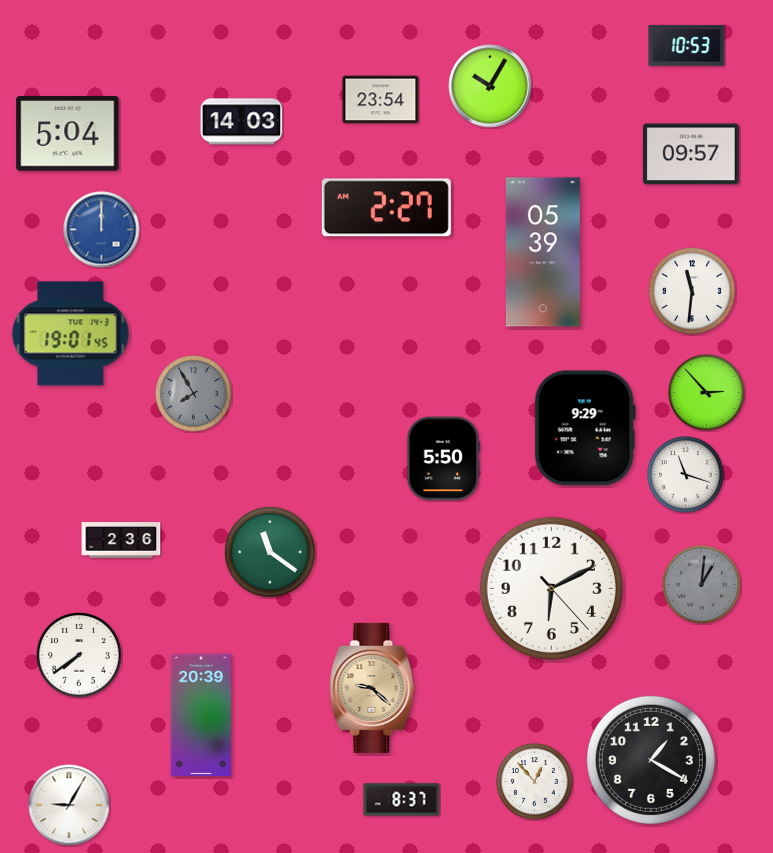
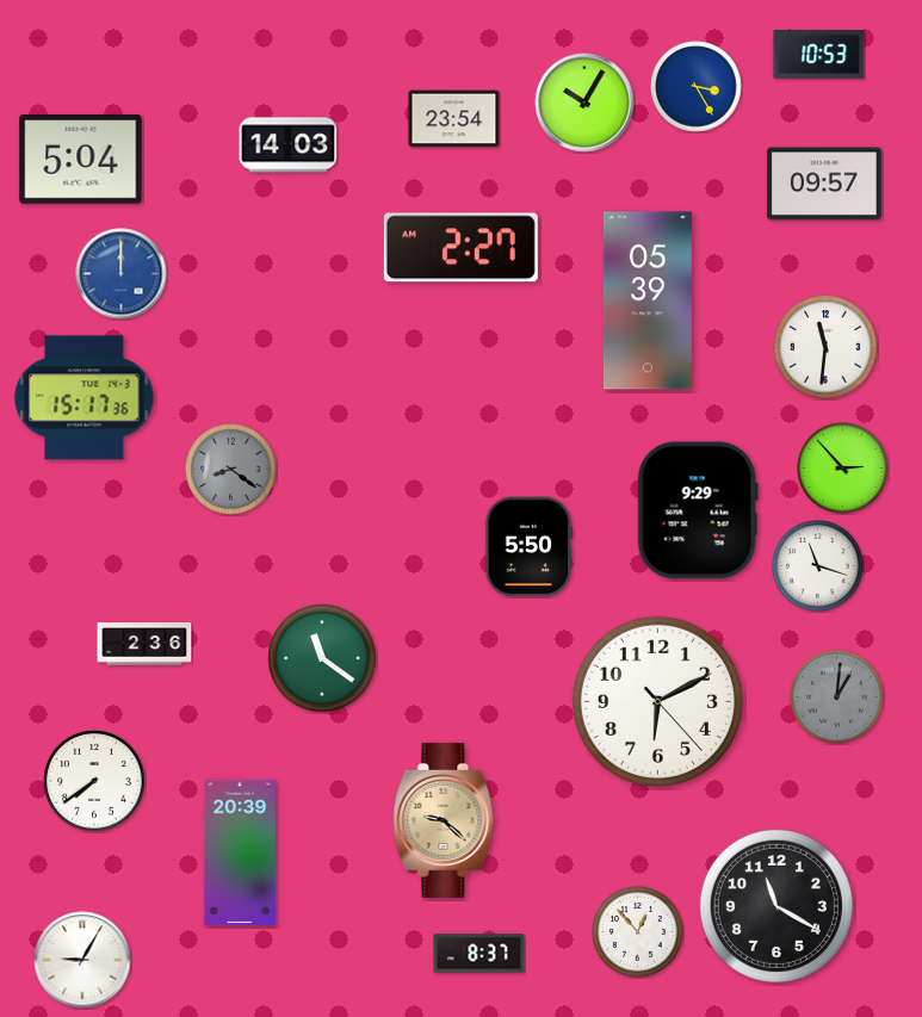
clock at (697, 87): none -> 3:25
clock at (71, 334): 19:01 -> 15:17
clock at (194, 394): 7:55 -> 8:21
clock at (651, 760): 1:20 -> 11:20
